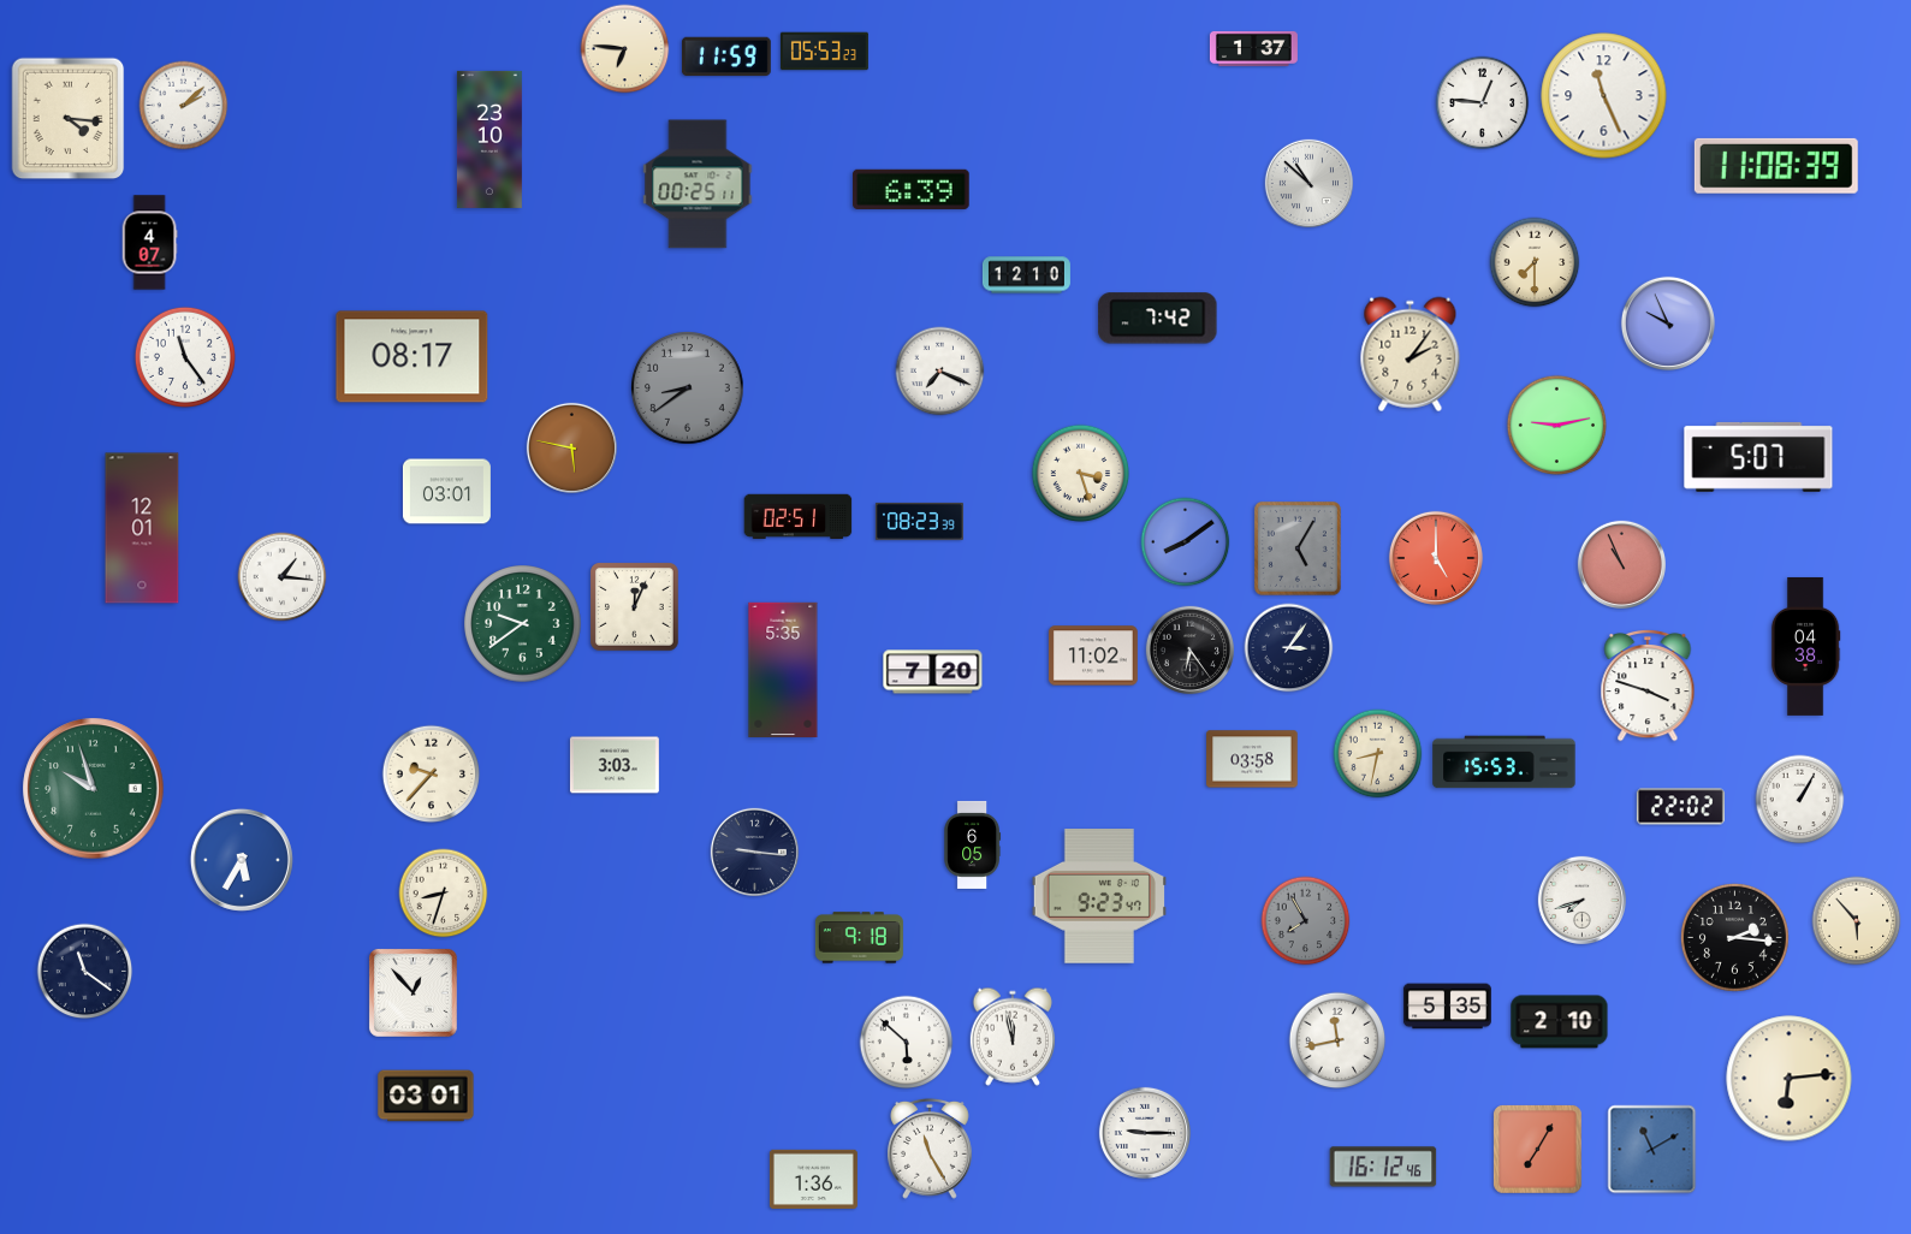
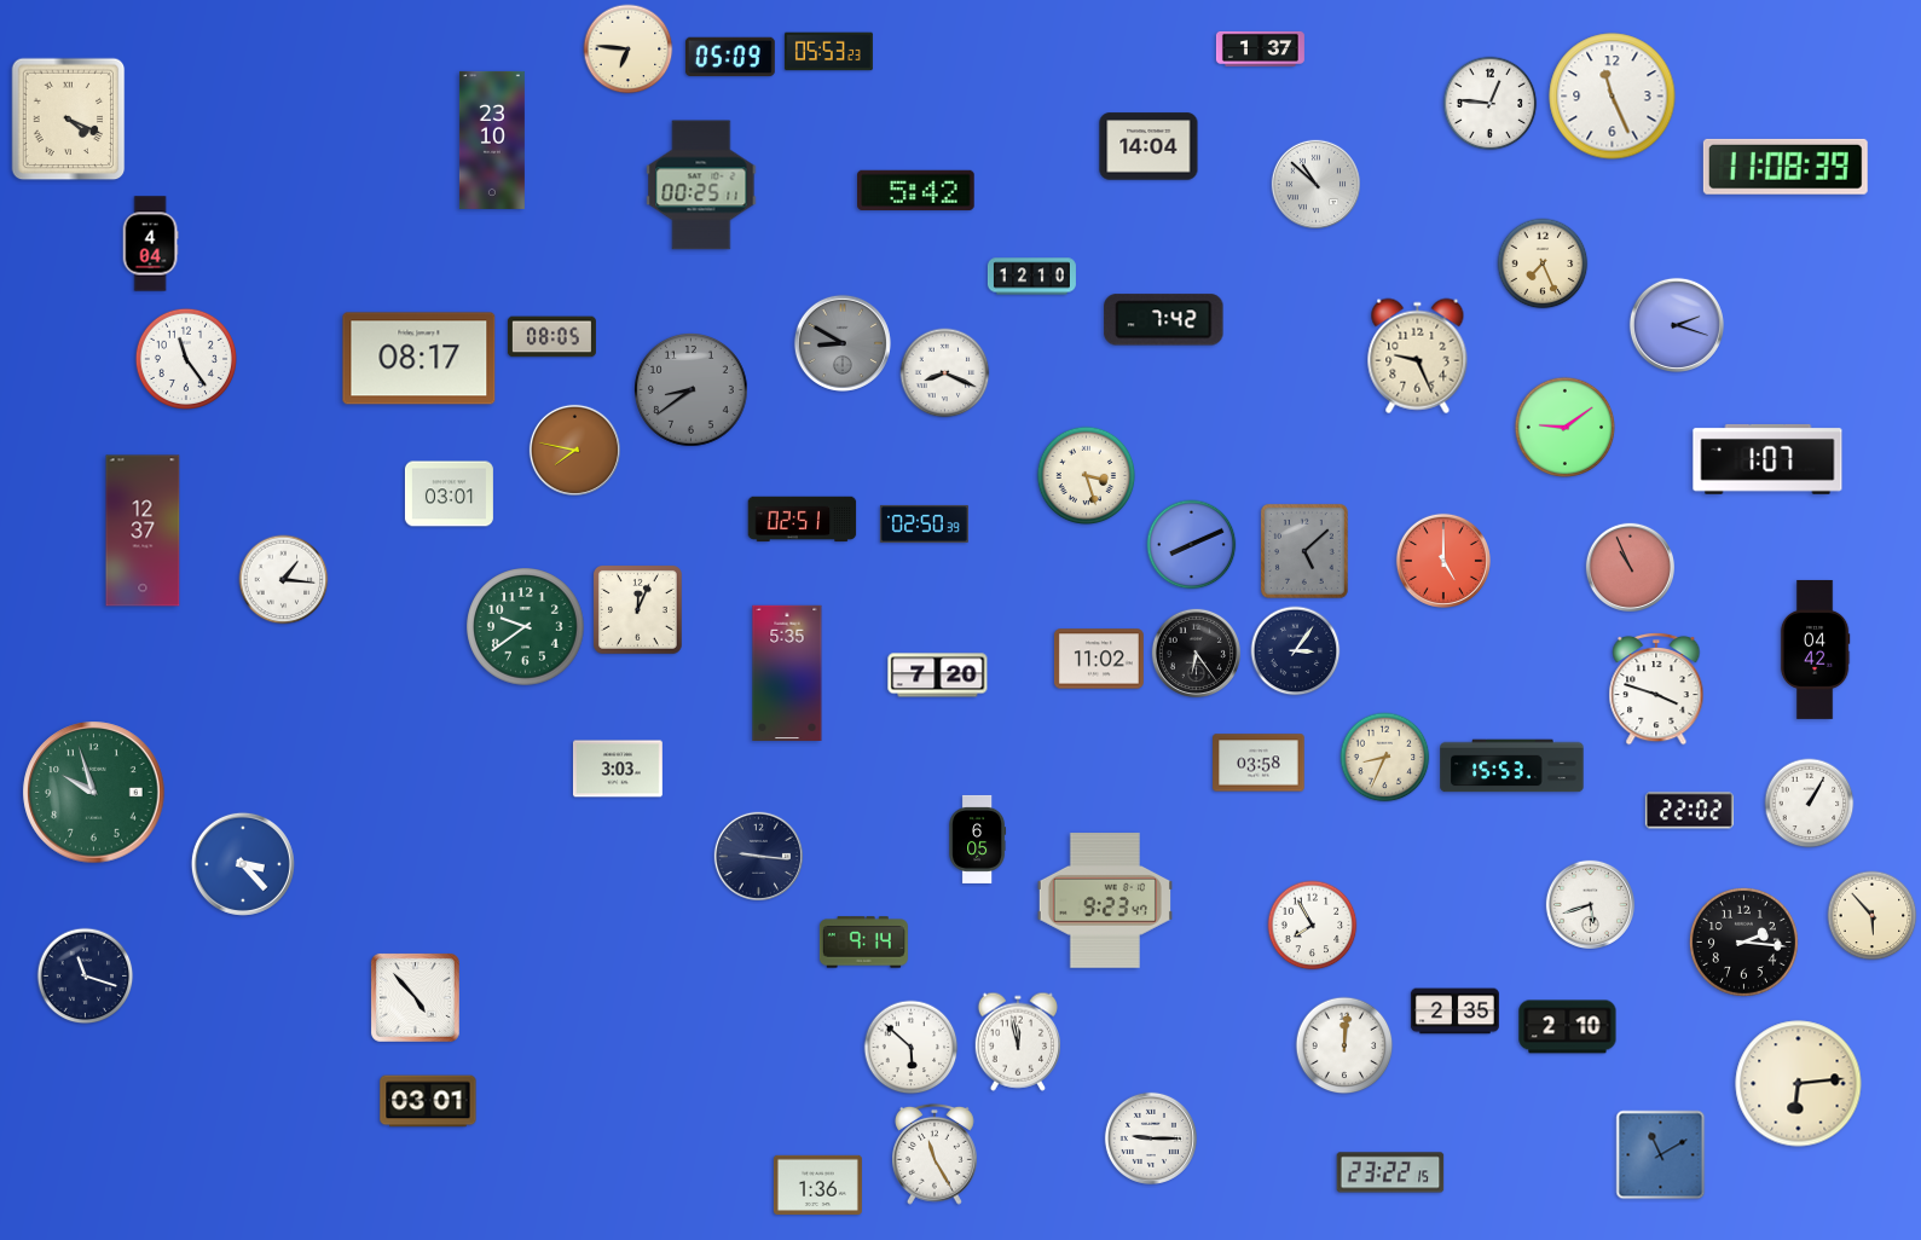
clock at (726, 57): 11:59 -> 05:09
clock at (184, 106): 2:08 -> none
clock at (69, 119): 4:16 -> 4:19
clock at (1148, 146): none -> 14:04
clock at (912, 189): 6:39 -> 5:42
clock at (149, 243): 4:07 -> 4:04
clock at (1535, 262): 7:30 -> 7:26
clock at (1668, 324): 9:56 -> 2:18
clock at (551, 337): none -> 08:05
clock at (843, 343): none -> 8:50
clock at (1411, 355): 2:06 -> 9:26
clock at (413, 357) position: (413, 357) -> (420, 359)
clock at (940, 372): 7:19 -> 8:19
clock at (1556, 425): 9:13 -> 9:09
clock at (571, 447): 5:47 -> 7:47
clock at (1758, 457): 5:07 -> 1:07
clock at (919, 521): 08:23 -> 02:50
clock at (142, 528): 12:01 -> 12:37
clock at (1186, 542): 8:09 -> 8:11
clock at (1298, 548): 5:05 -> 5:08
clock at (1805, 646): 04:38 -> 04:42
clock at (1378, 754): 8:32 -> 8:34
clock at (432, 775): 9:37 -> none
clock at (973, 844) position: (973, 844) -> (978, 839)
clock at (242, 860): 5:35 -> 3:23
clock at (444, 894): 8:33 -> none
clock at (1581, 900): 7:42 -> 5:42
clock at (1306, 921) dial: grey -> white
clock at (1857, 921) position: (1857, 921) -> (1873, 916)
clock at (859, 938): 9:18 -> 9:14
clock at (85, 972): 11:21 -> 11:18
clock at (413, 992): 12:53 -> 4:53
clock at (1447, 1007): 5:35 -> 2:35
clock at (1337, 1040): 11:43 -> 12:01
clock at (1538, 1150): 7:05 -> none
clock at (1383, 1167): 16:12 -> 23:22
